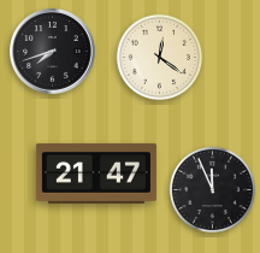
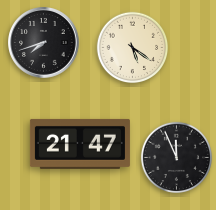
clock at (160, 58): 12:21 -> 5:21
